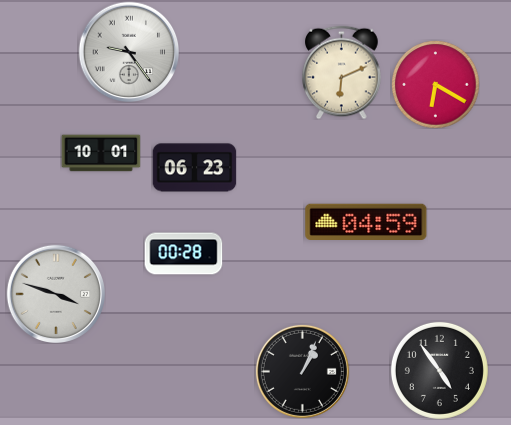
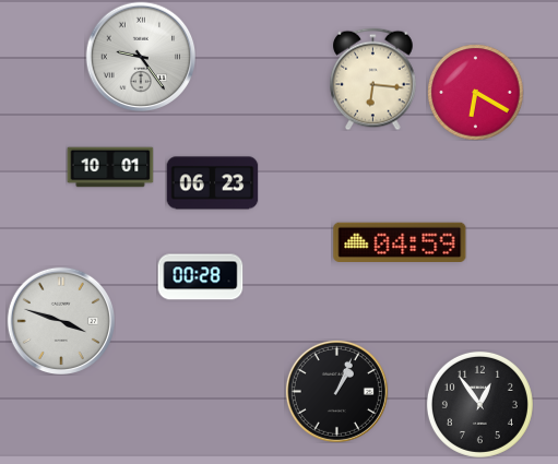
clock at (342, 72): 6:11 -> 6:16
clock at (439, 370): 4:54 -> 12:54
clock at (302, 371) position: (302, 371) -> (336, 391)
